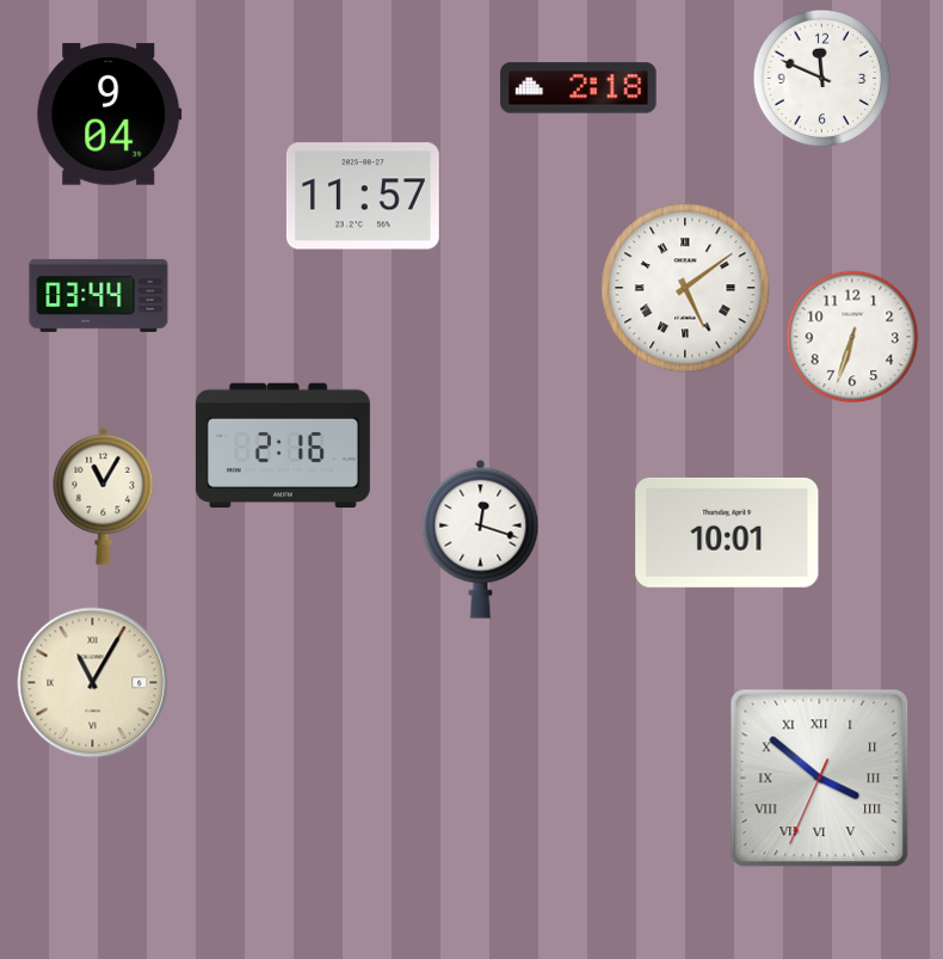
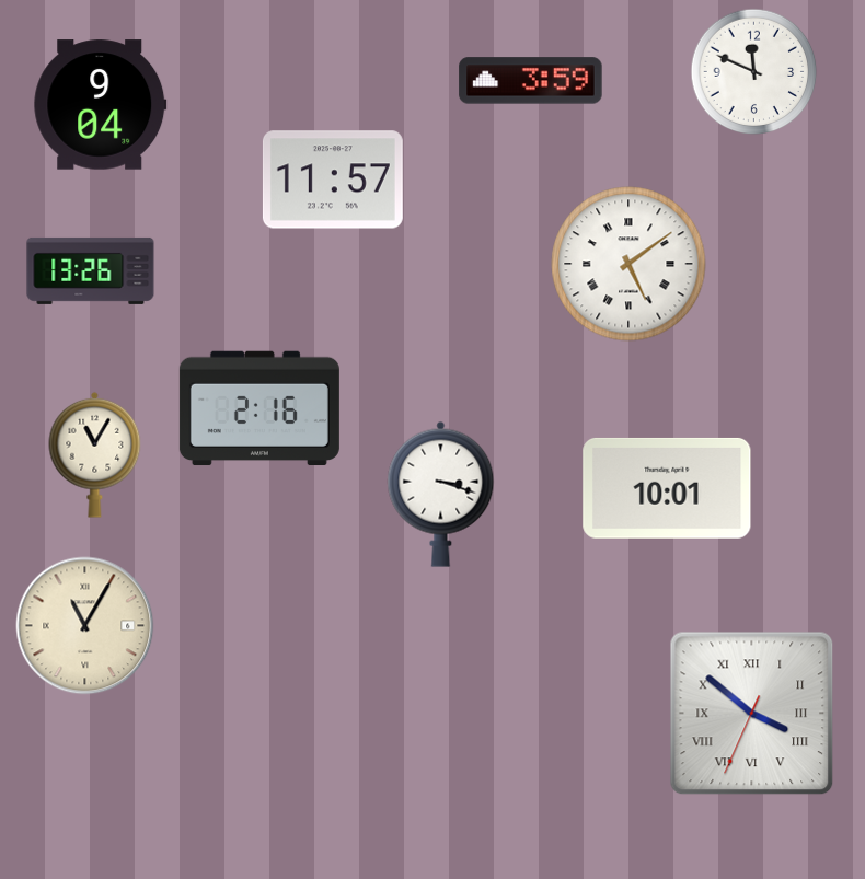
clock at (579, 88): 2:18 -> 3:59
clock at (99, 295): 03:44 -> 13:26
clock at (852, 337): 6:33 -> none
clock at (481, 539): 12:18 -> 3:18
